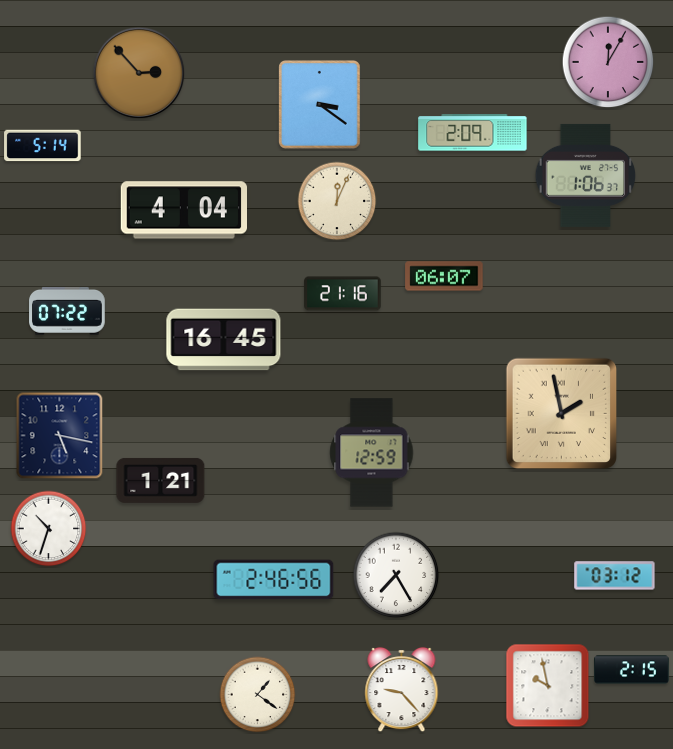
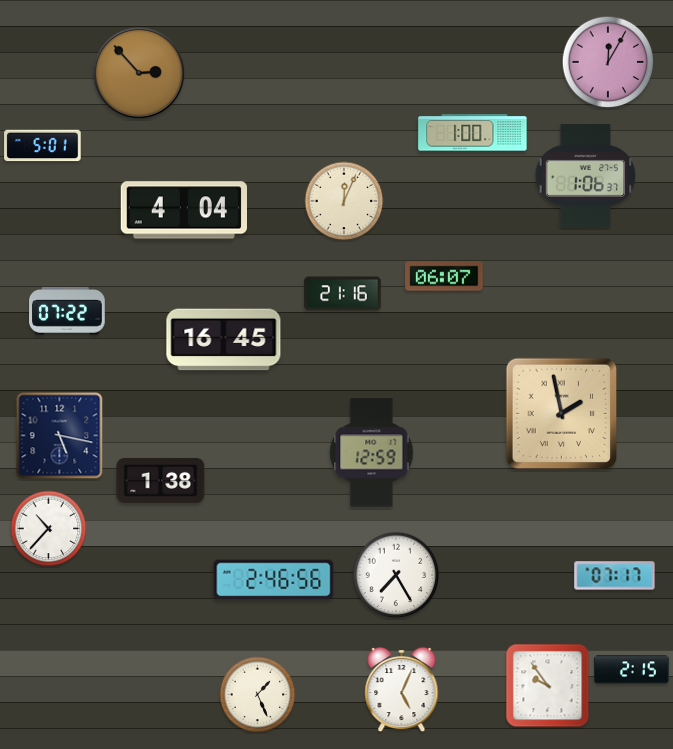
clock at (320, 105): 3:21 -> none
clock at (473, 133): 2:09 -> 1:00
clock at (43, 146): 5:14 -> 5:01
clock at (337, 201) position: (337, 201) -> (344, 201)
clock at (161, 480): 1:21 -> 1:38
clock at (49, 529): 10:33 -> 10:37
clock at (615, 576): 03:12 -> 07:17
clock at (548, 686): 9:58 -> 9:54
clock at (402, 690): 9:23 -> 5:04
clock at (258, 695): 1:21 -> 1:26
